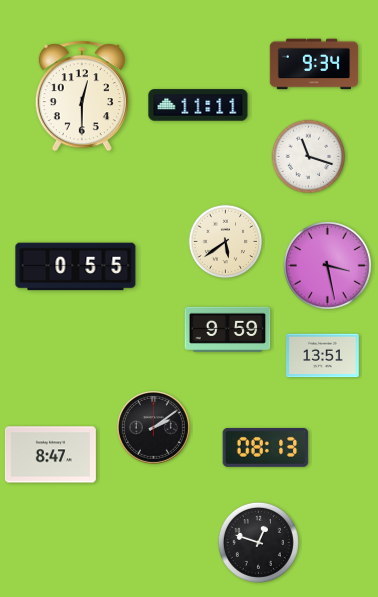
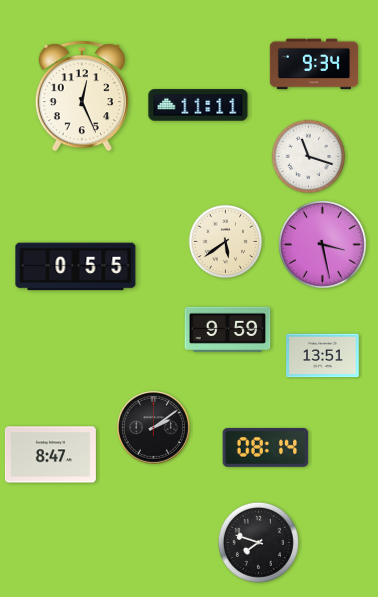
clock at (82, 96): 12:30 -> 12:26
clock at (328, 266) position: (328, 266) -> (323, 245)
clock at (266, 447): 08:13 -> 08:14
clock at (258, 542): 12:48 -> 7:48
